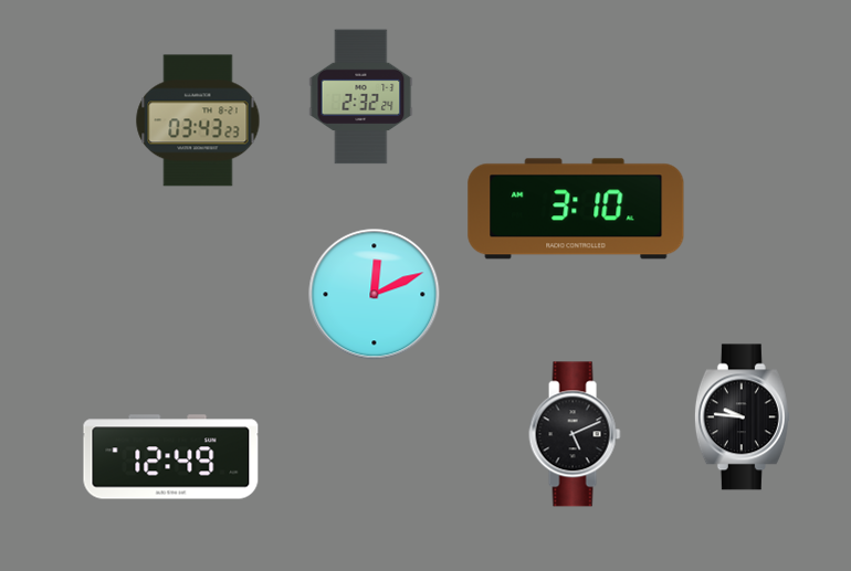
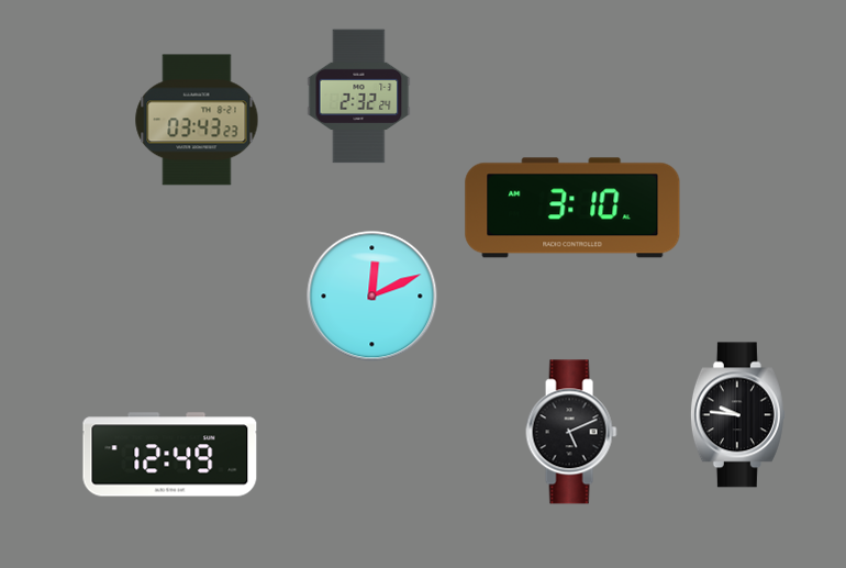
clock at (375, 295) position: (375, 295) -> (372, 297)
